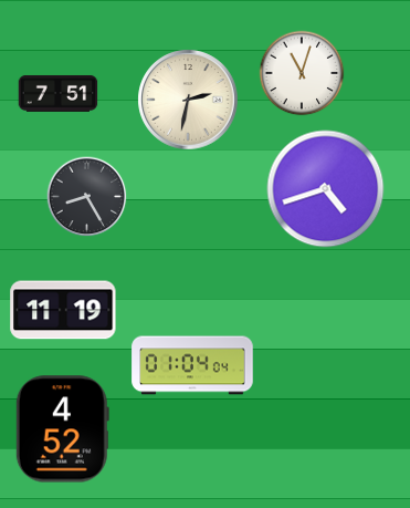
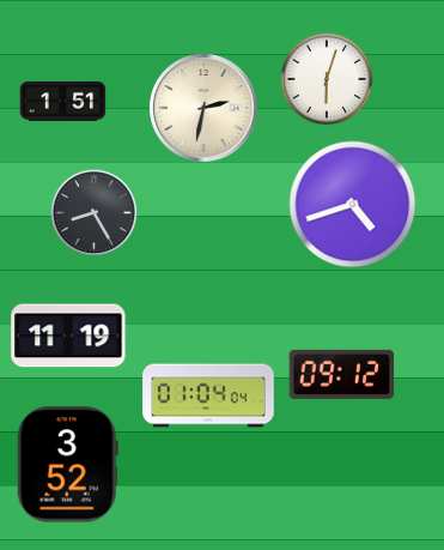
clock at (302, 73): 11:03 -> 6:03
clock at (59, 93): 7:51 -> 1:51
clock at (342, 374): none -> 09:12
clock at (62, 429): 4:52 -> 3:52
